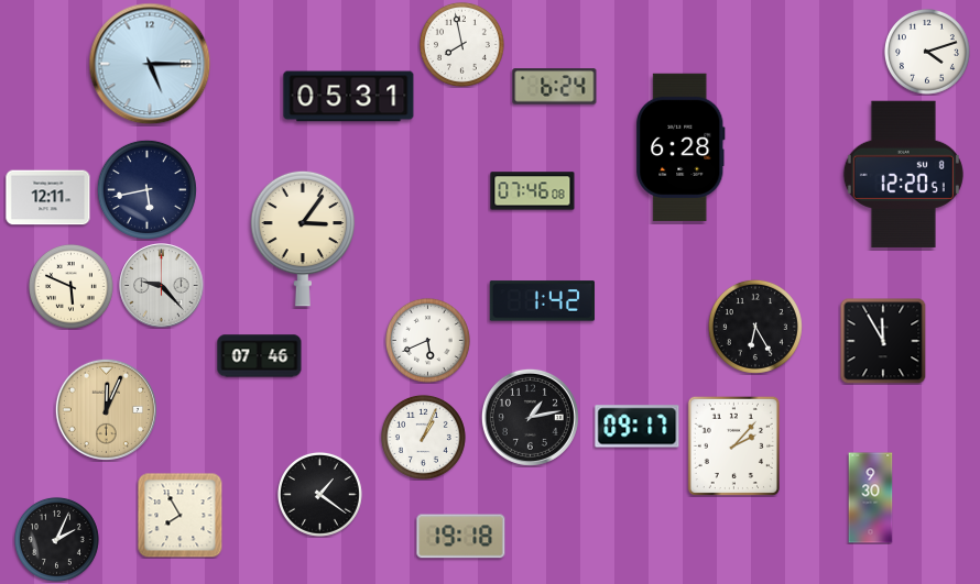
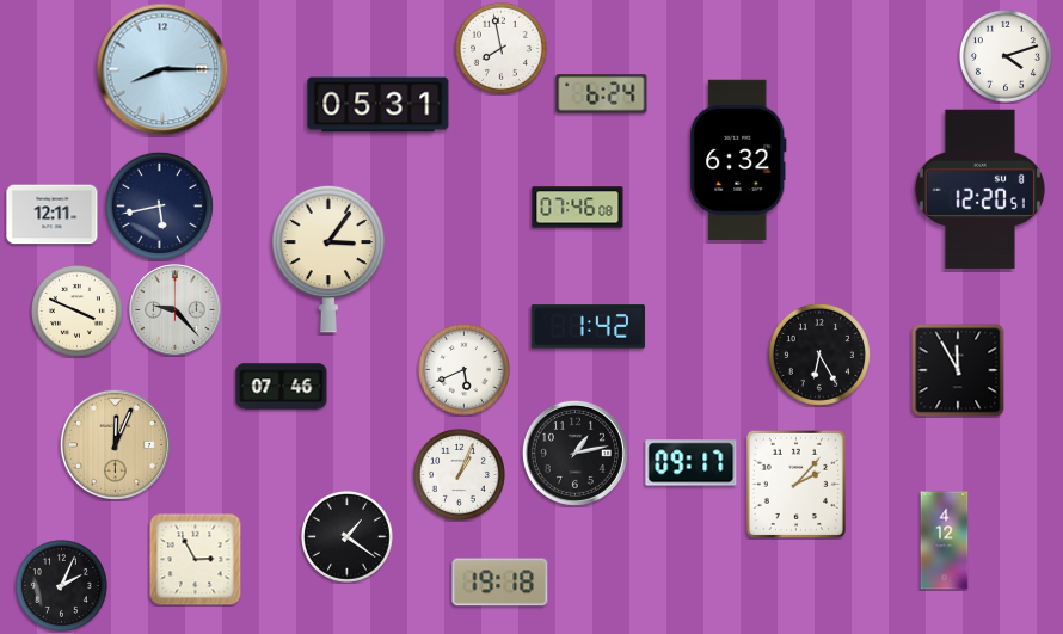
clock at (150, 64): 5:15 -> 8:15
clock at (680, 147): 6:28 -> 6:32
clock at (70, 286): 5:49 -> 3:49
clock at (871, 498): 9:30 -> 4:12
clock at (179, 515): 7:55 -> 2:55
